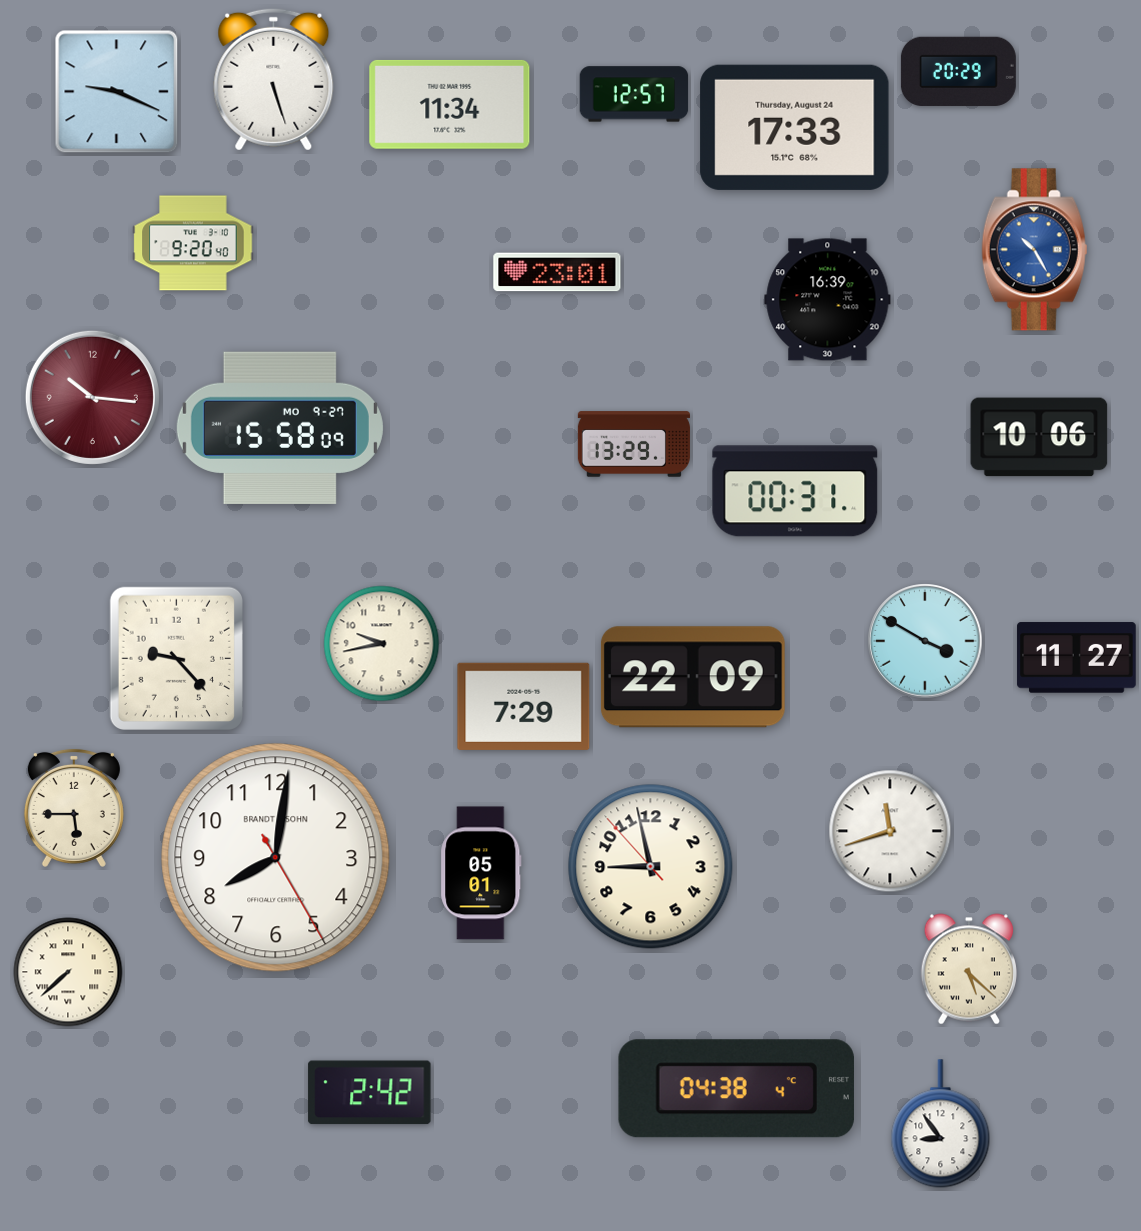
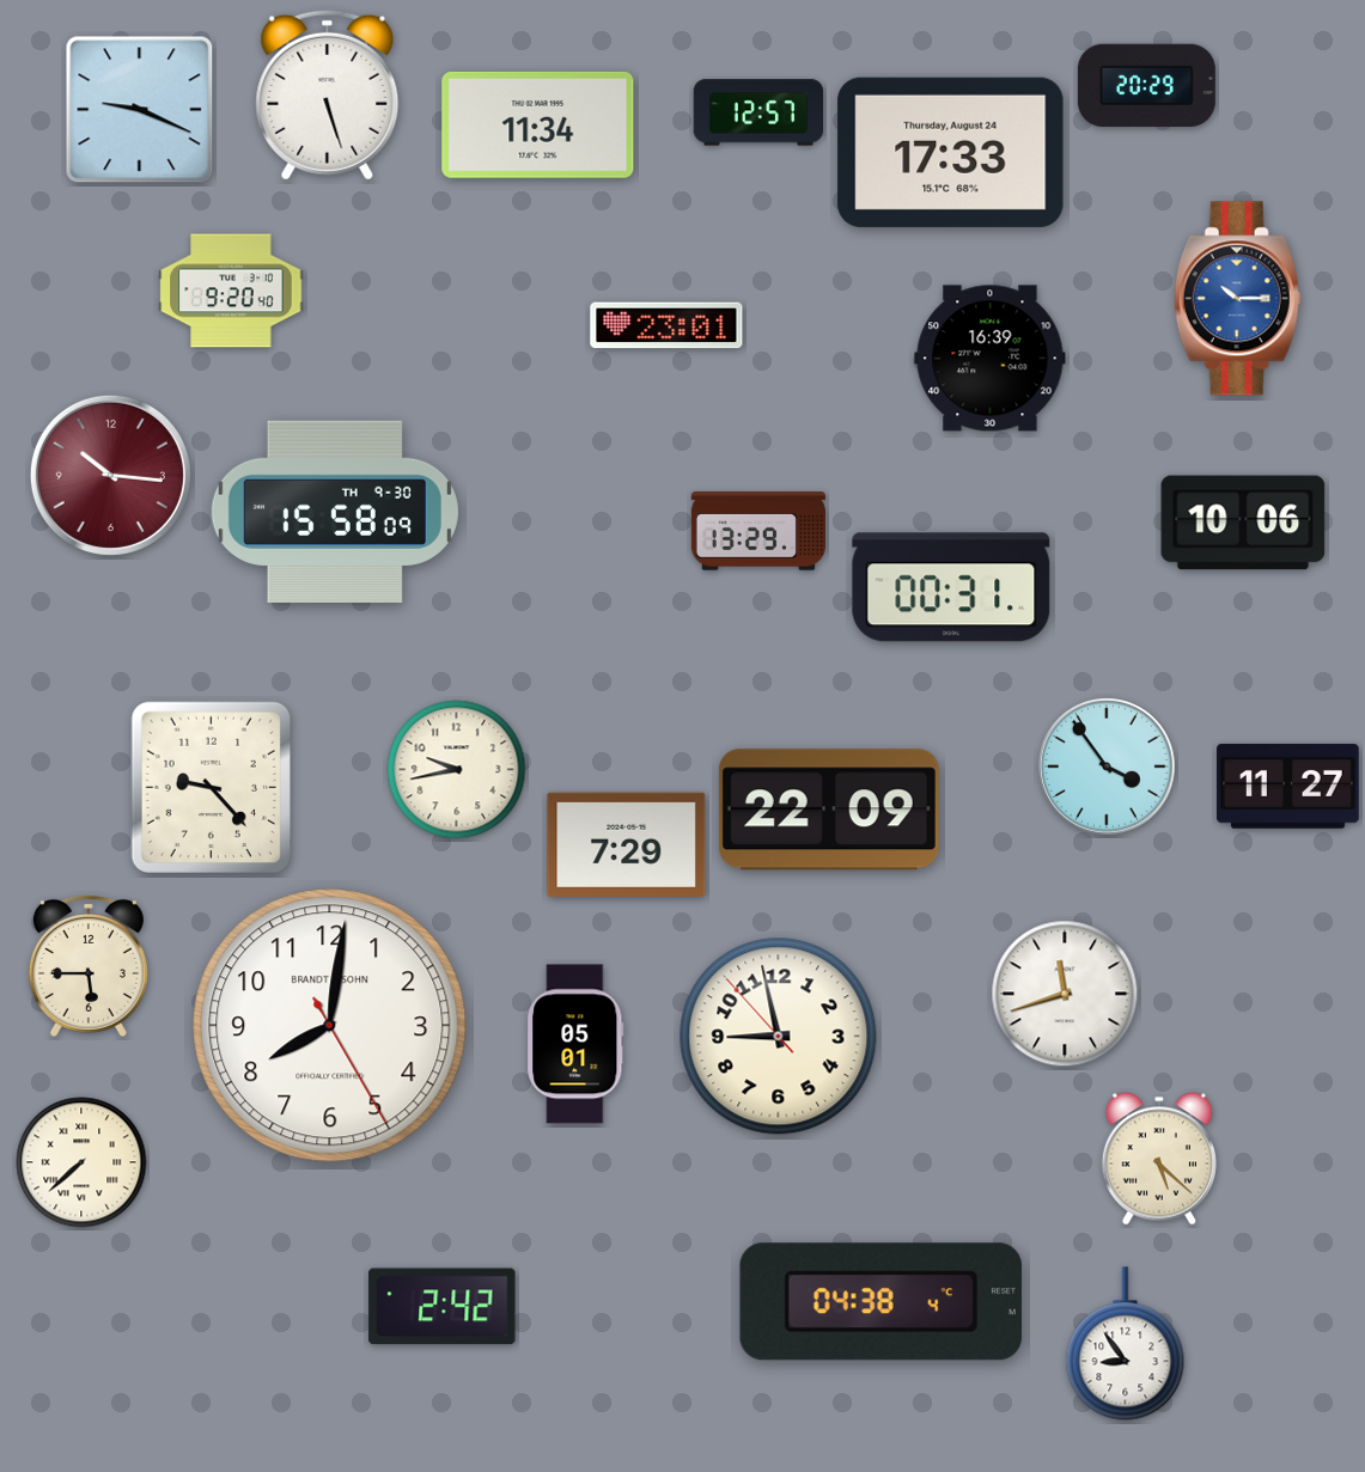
clock at (1035, 250): 10:25 -> 10:15
clock at (280, 428) date: MO 9-27 -> TH 9-30
clock at (925, 641): 3:50 -> 3:54
